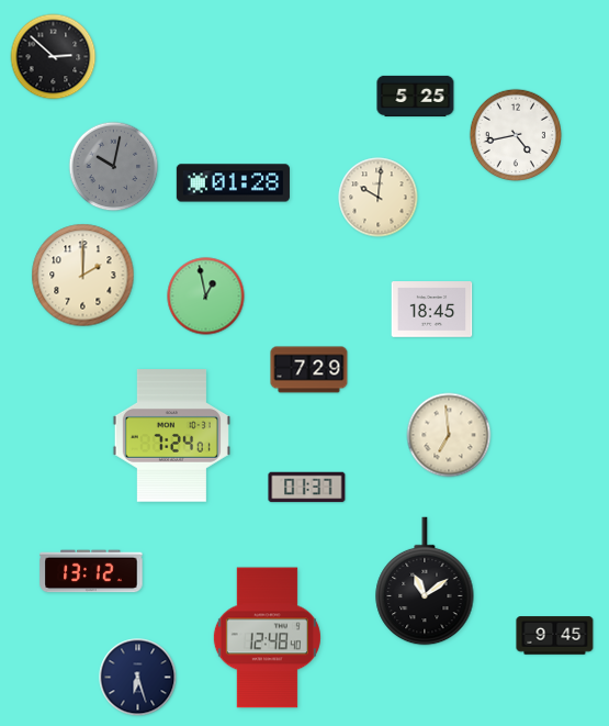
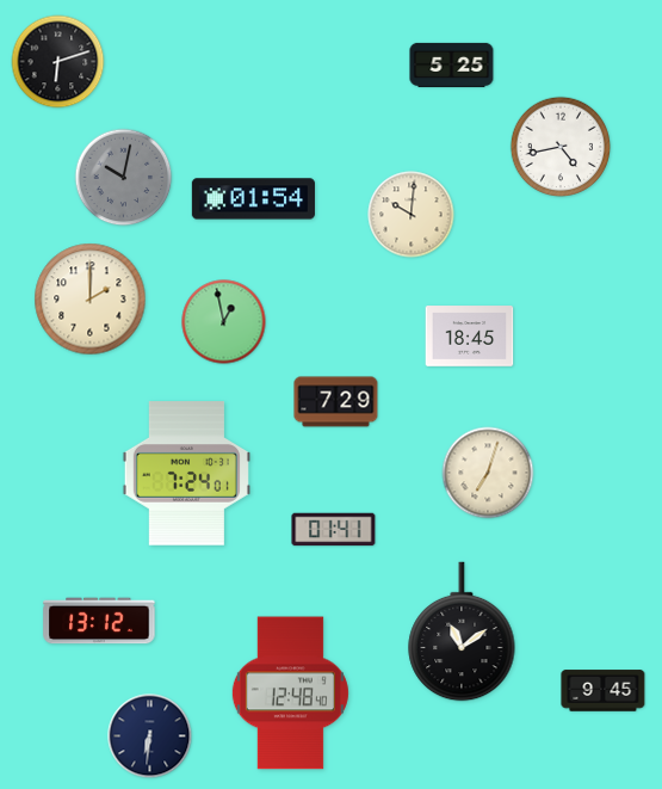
clock at (54, 57): 2:52 -> 6:12
clock at (416, 96) position: (416, 96) -> (452, 64)
clock at (114, 167) position: (114, 167) -> (124, 178)
clock at (233, 183): 01:28 -> 01:54
clock at (449, 435): 6:59 -> 7:03
clock at (307, 488): 01:37 -> 01:41
clock at (138, 678): 6:27 -> 6:31
